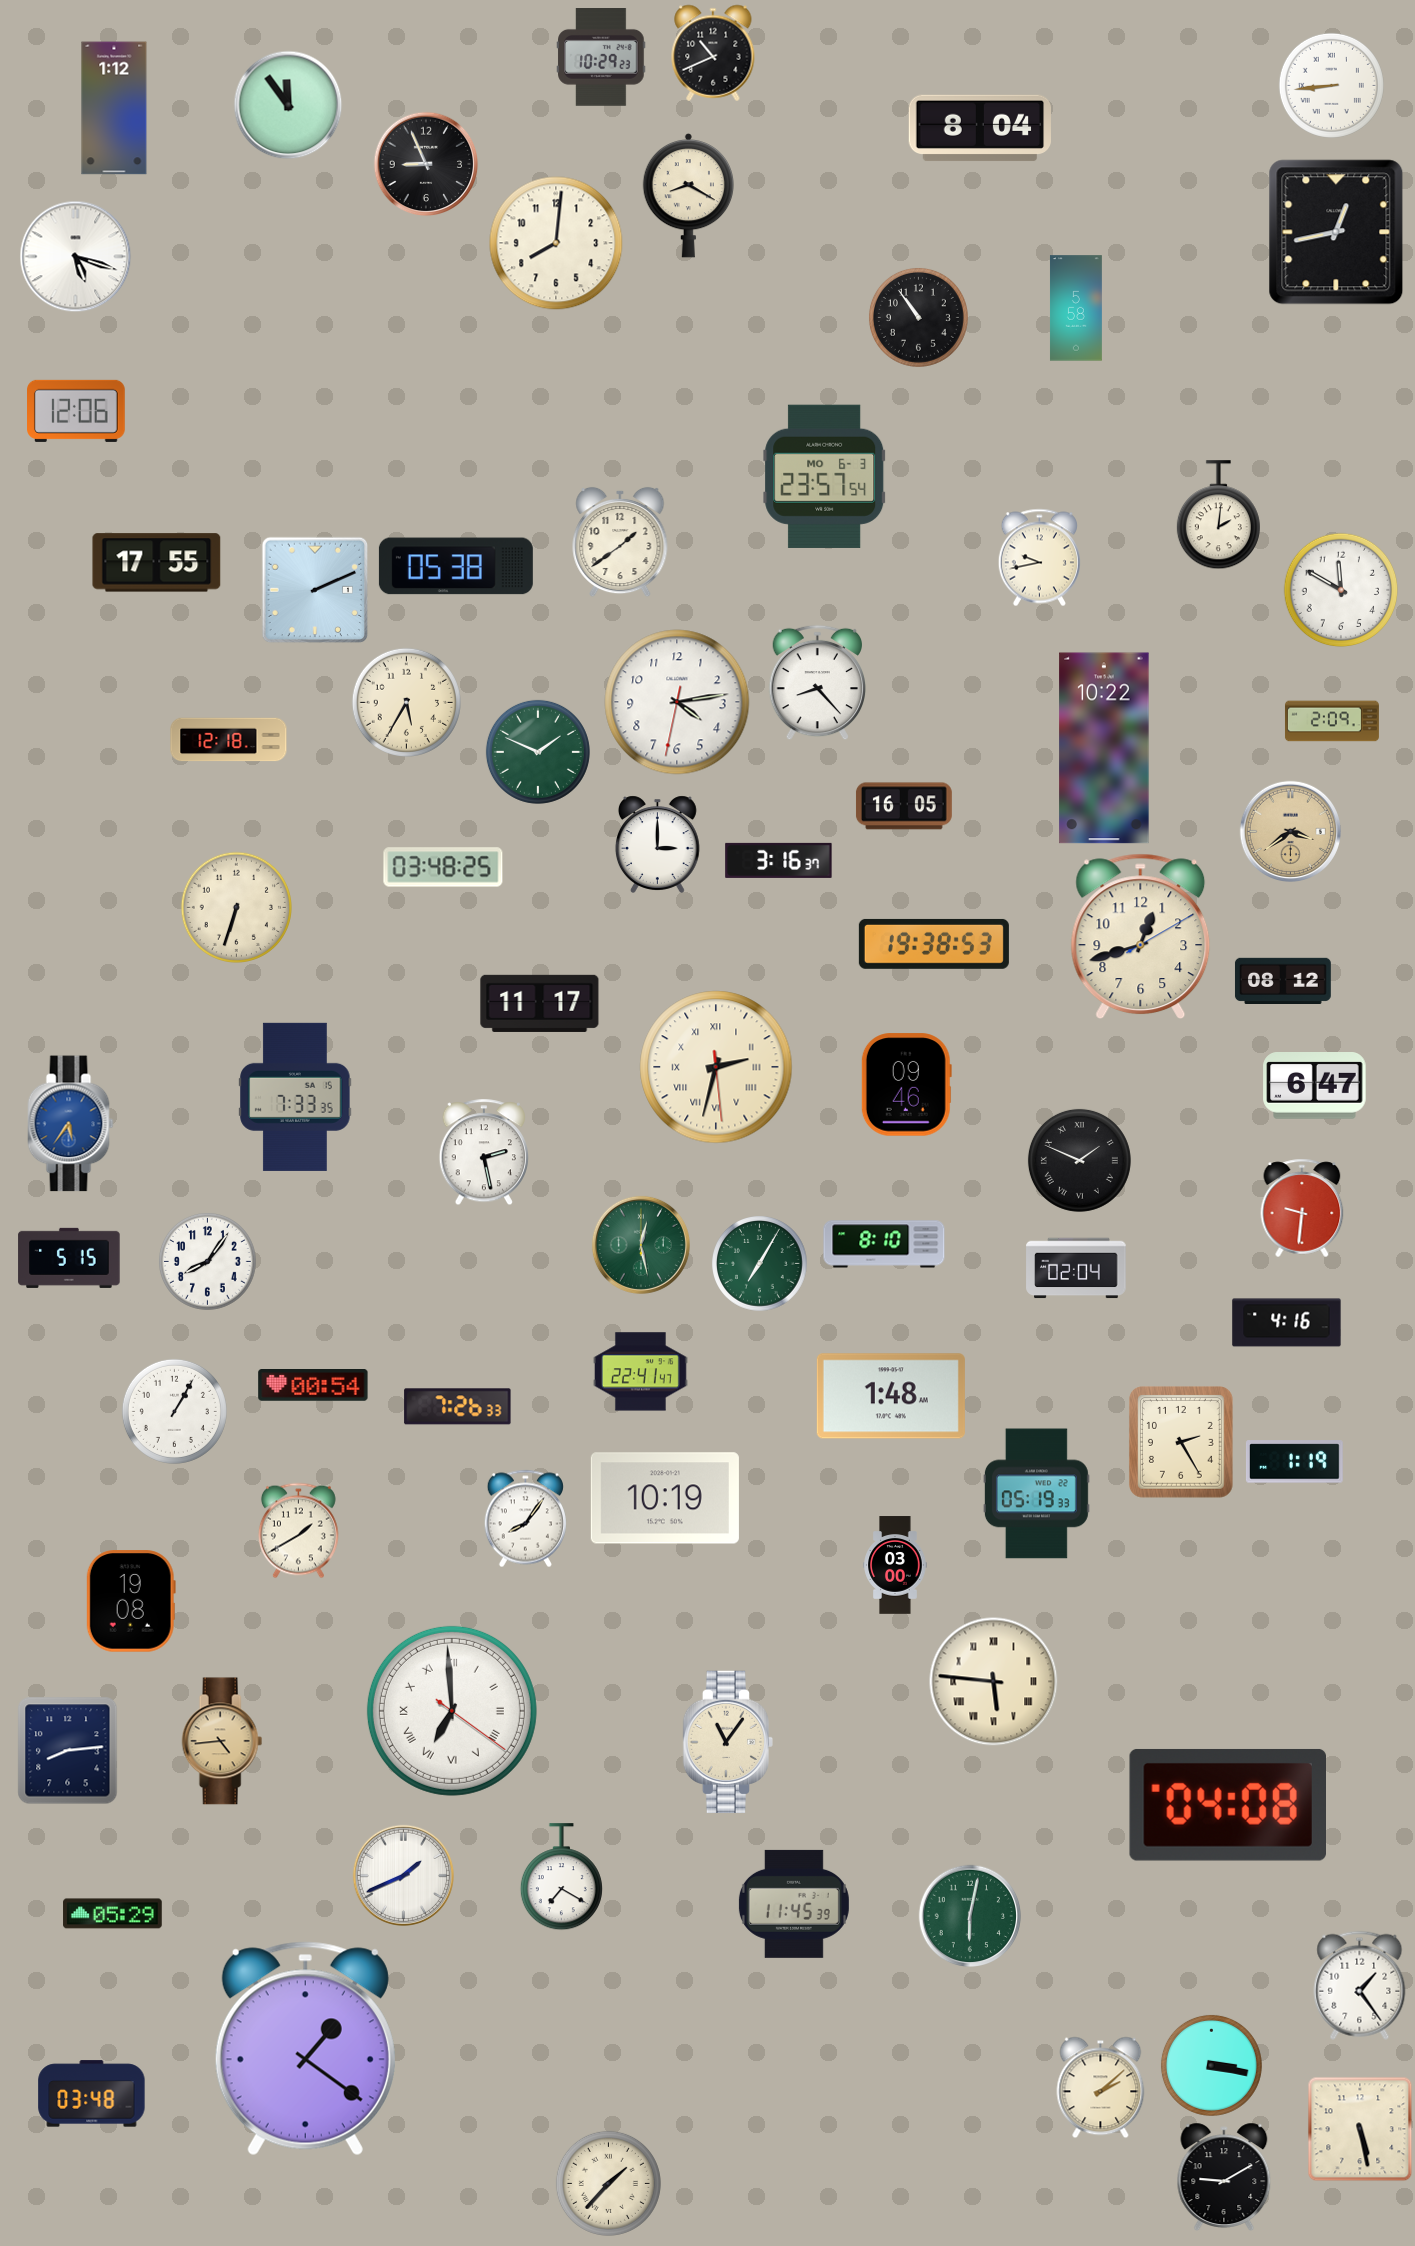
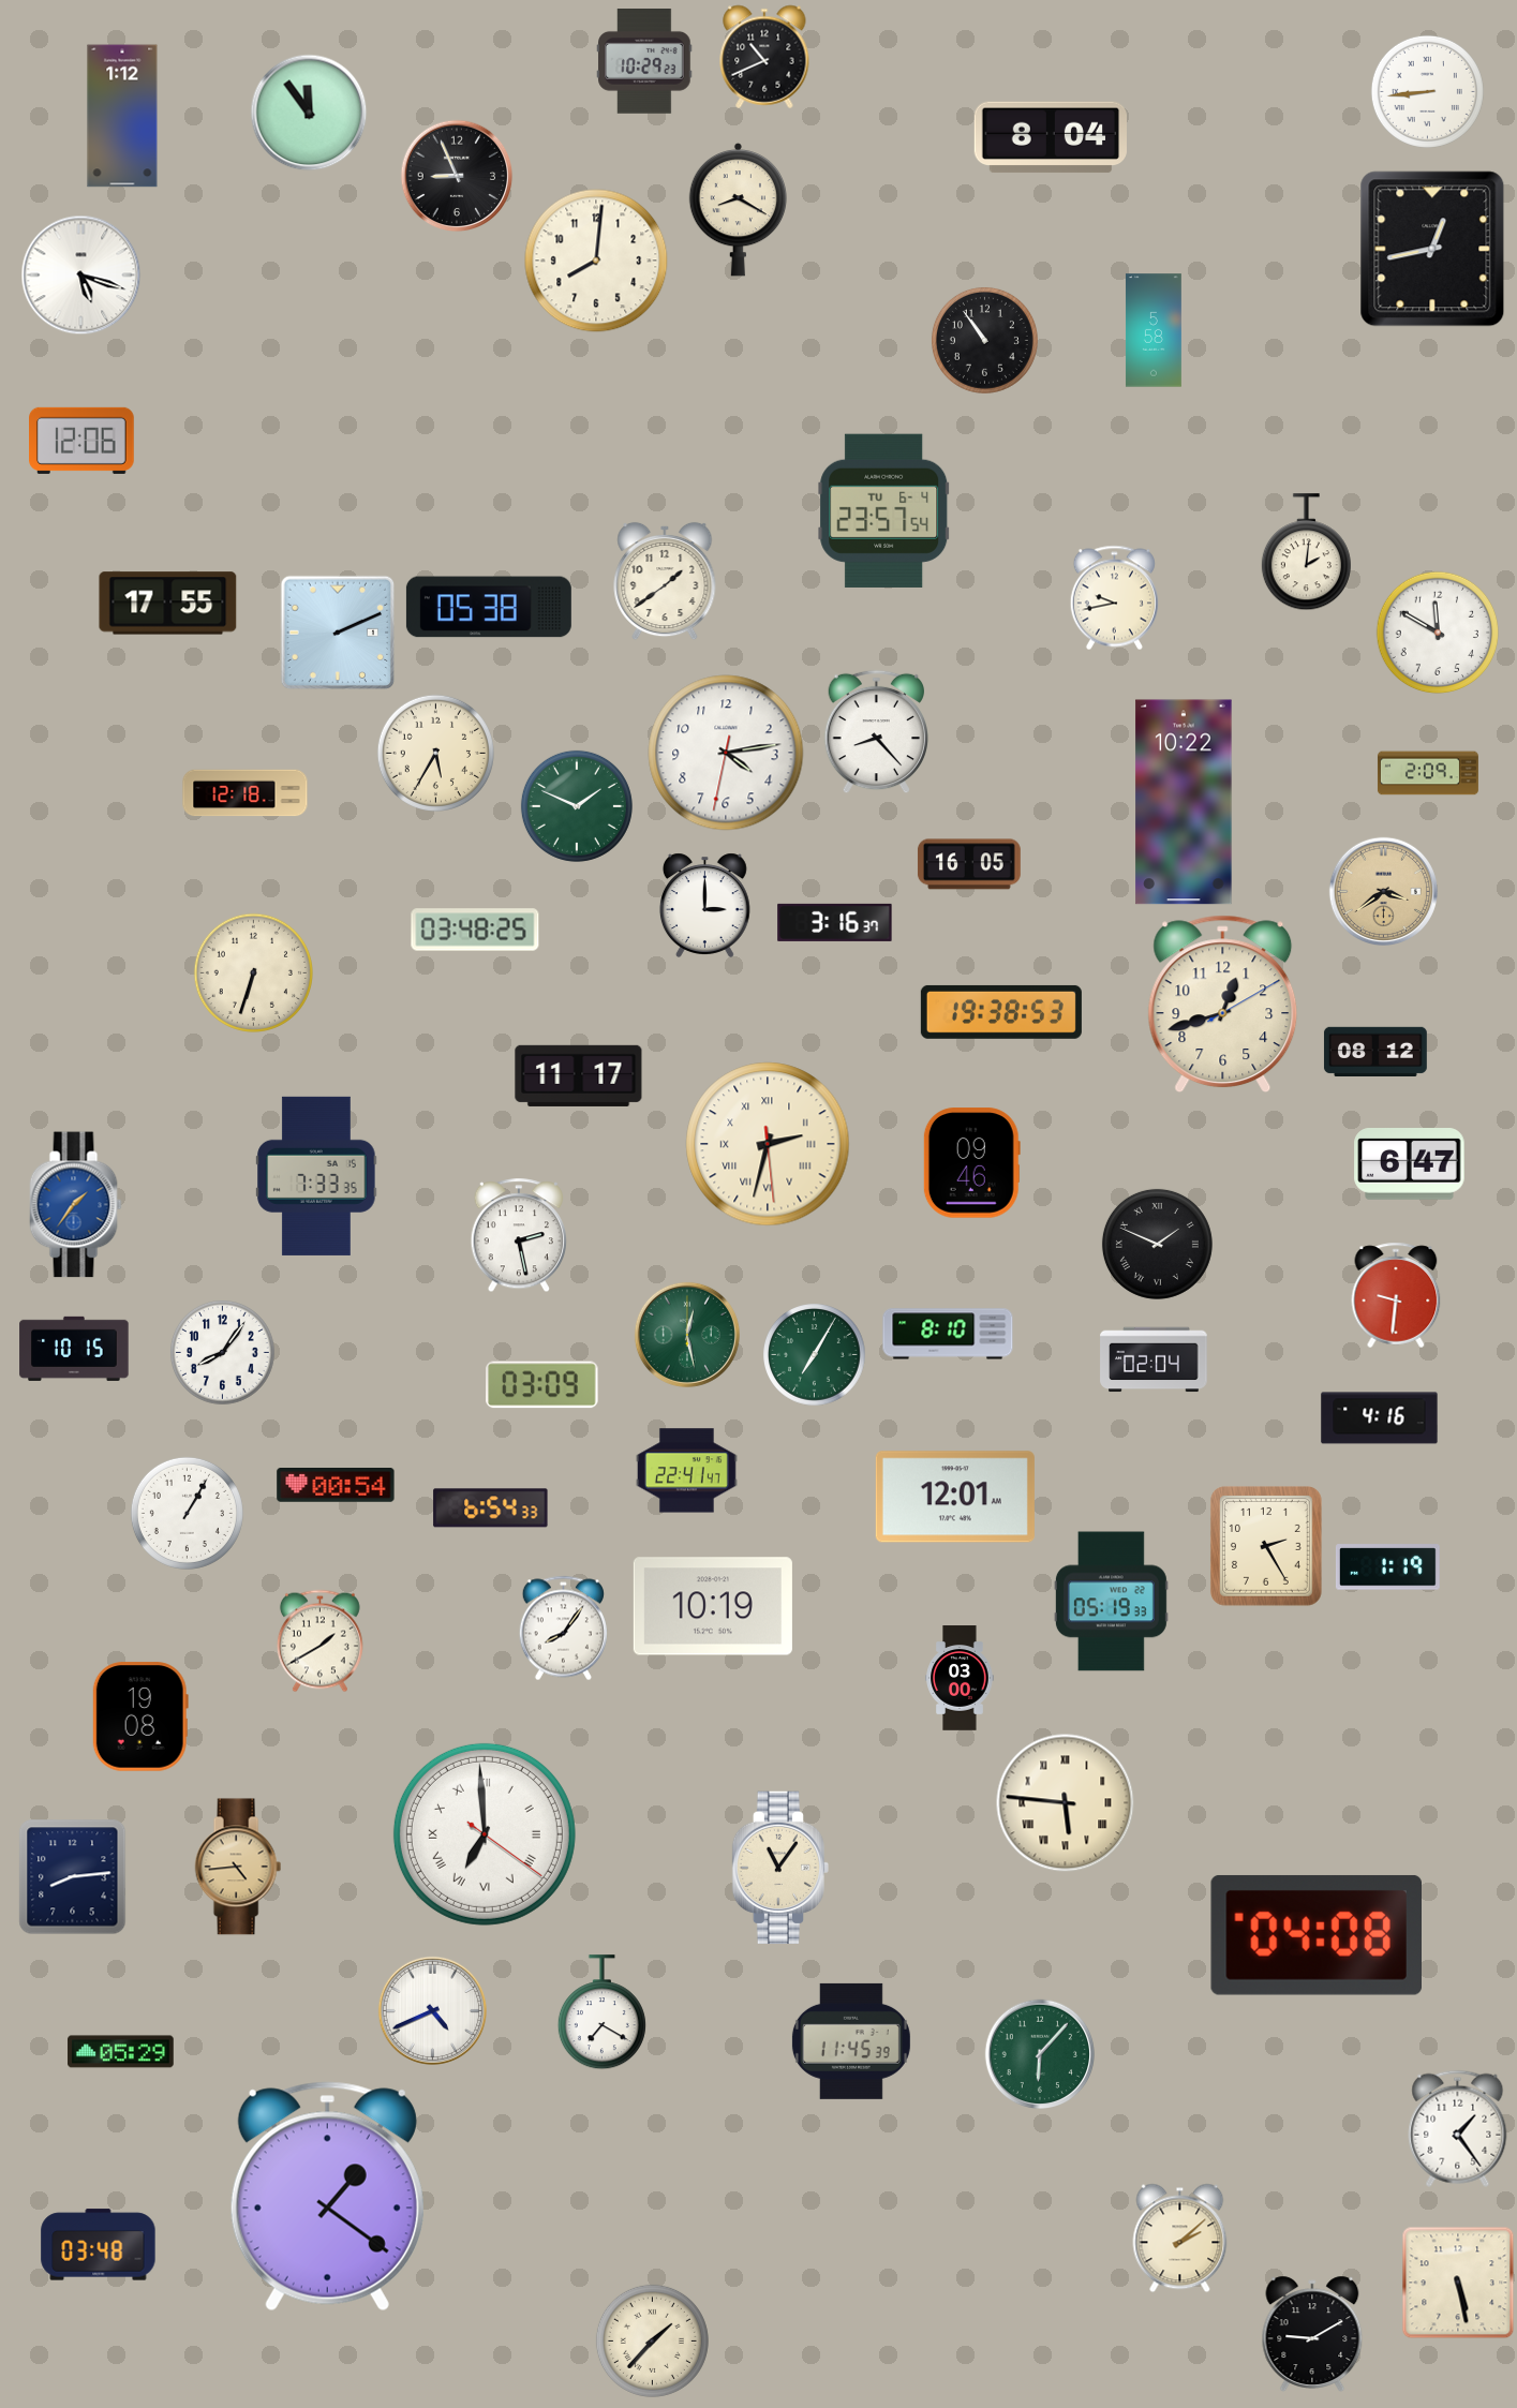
clock at (825, 476) date: MO 6-3 -> TU 6-4
clock at (71, 1124): 5:36 -> 1:36
clock at (69, 1258): 5:15 -> 10:15
clock at (542, 1385): none -> 03:09
clock at (891, 1396): 1:48 -> 12:01
clock at (458, 1407): 7:26 -> 6:54
clock at (403, 1875): 1:41 -> 4:41
clock at (969, 1915): 6:02 -> 6:07
clock at (1211, 2065): 3:17 -> none
